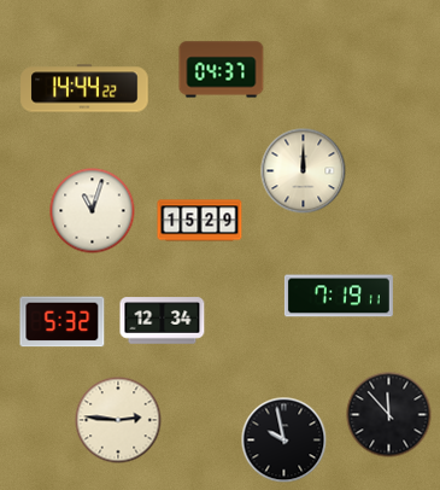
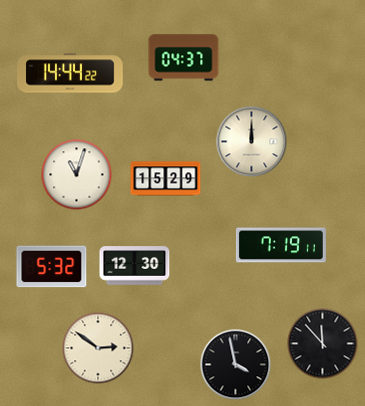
clock at (200, 221) position: (200, 221) -> (166, 179)
clock at (163, 321): 12:34 -> 12:30
clock at (118, 420): 2:46 -> 2:51
clock at (284, 441): 9:58 -> 3:58
